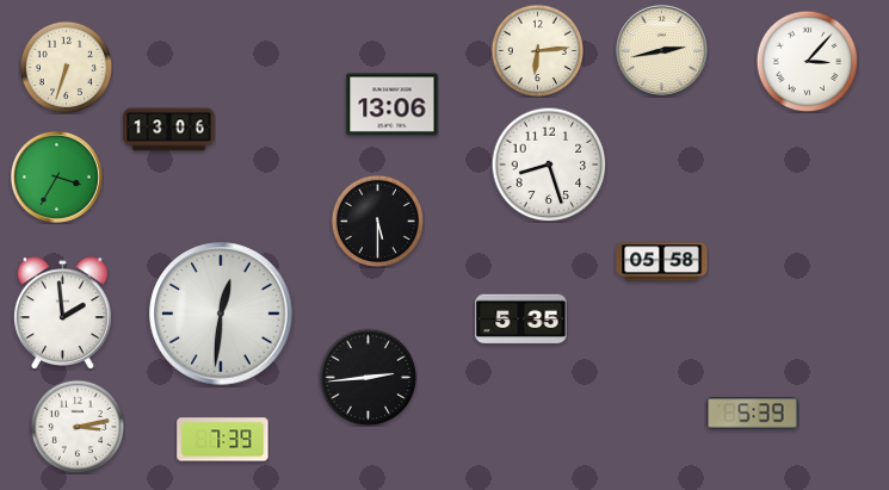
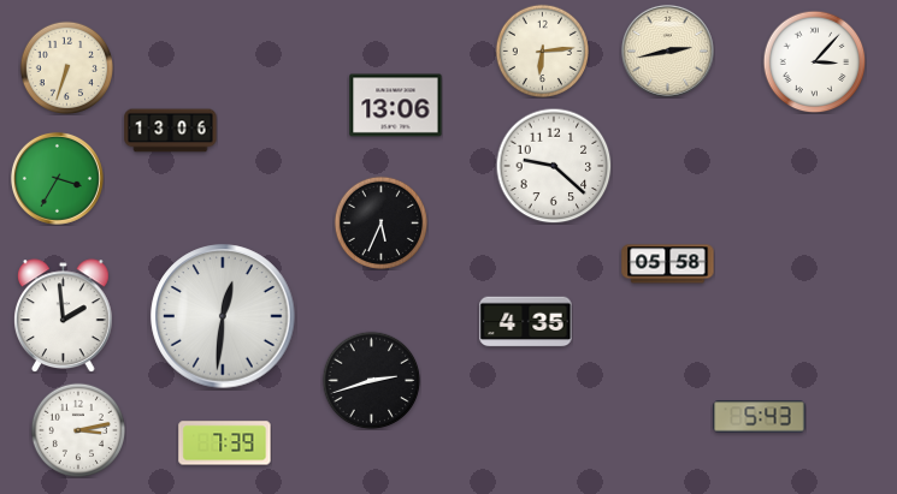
clock at (549, 165): 8:27 -> 9:22
clock at (377, 221): 5:30 -> 5:34
clock at (521, 320): 5:35 -> 4:35
clock at (368, 377): 2:44 -> 2:42
clock at (753, 414): 5:39 -> 5:43
